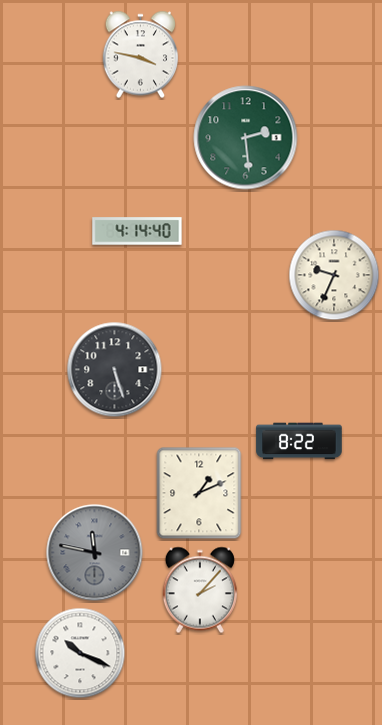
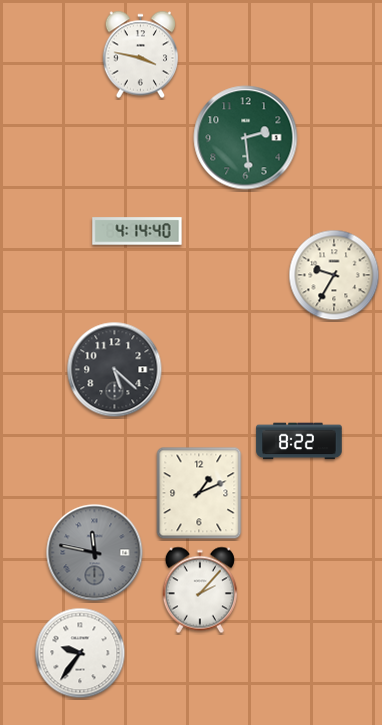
clock at (334, 275): 9:34 -> 9:35
clock at (115, 370): 5:27 -> 5:22
clock at (80, 653): 10:19 -> 9:36
